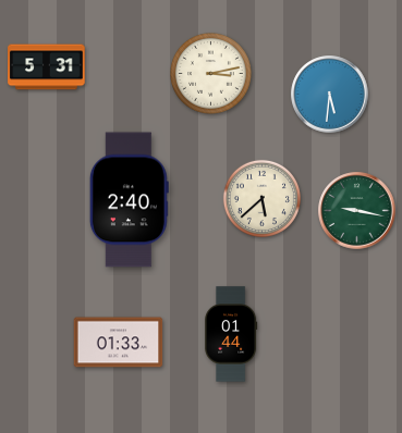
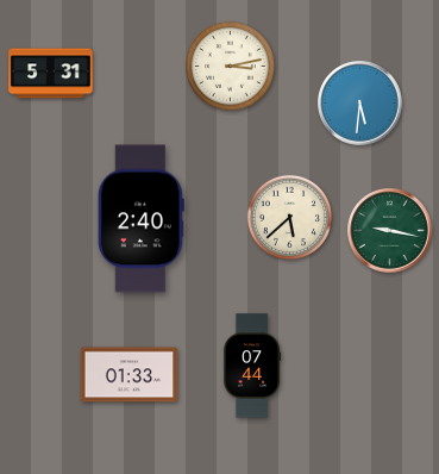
clock at (211, 74) position: (211, 74) -> (231, 67)
clock at (261, 198) position: (261, 198) -> (289, 217)
clock at (231, 334): 01:44 -> 07:44
